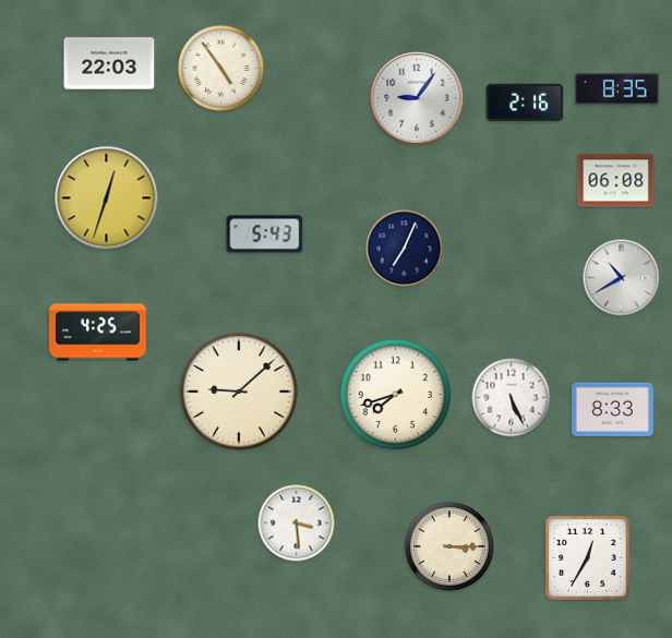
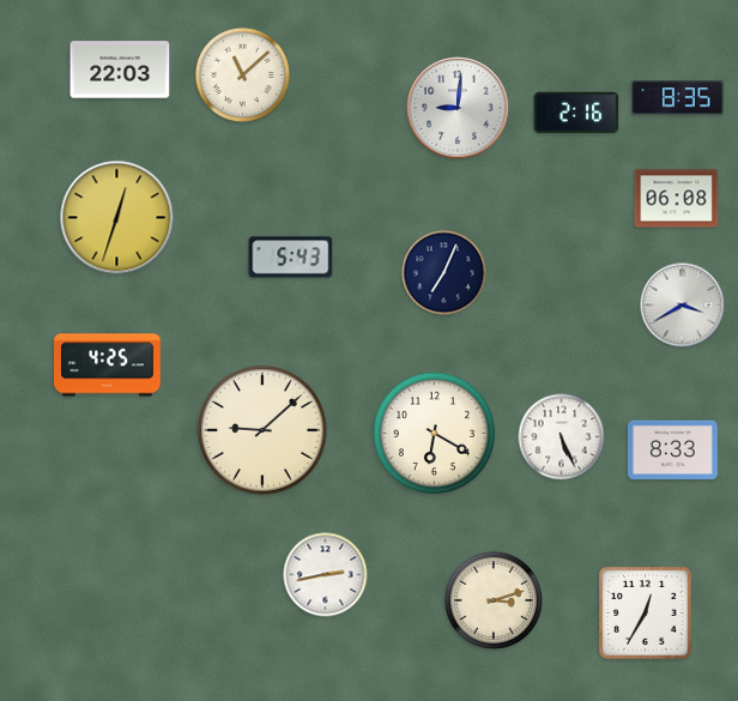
clock at (220, 68): 4:54 -> 11:08
clock at (417, 98): 9:06 -> 9:01
clock at (622, 278): 10:40 -> 3:40
clock at (395, 394): 7:42 -> 6:20
clock at (297, 523): 3:29 -> 2:43
clock at (449, 546): 3:15 -> 3:12
